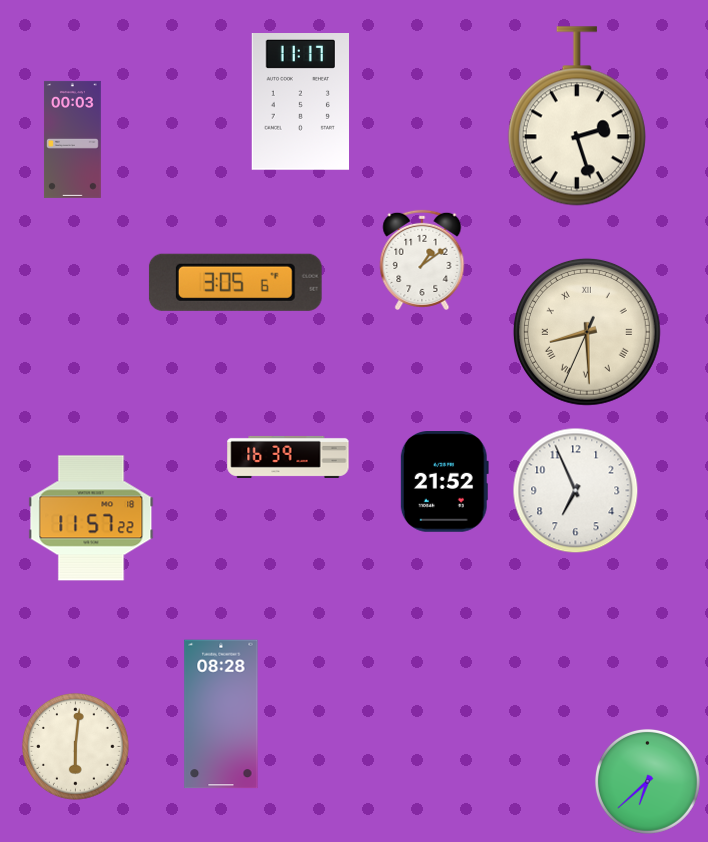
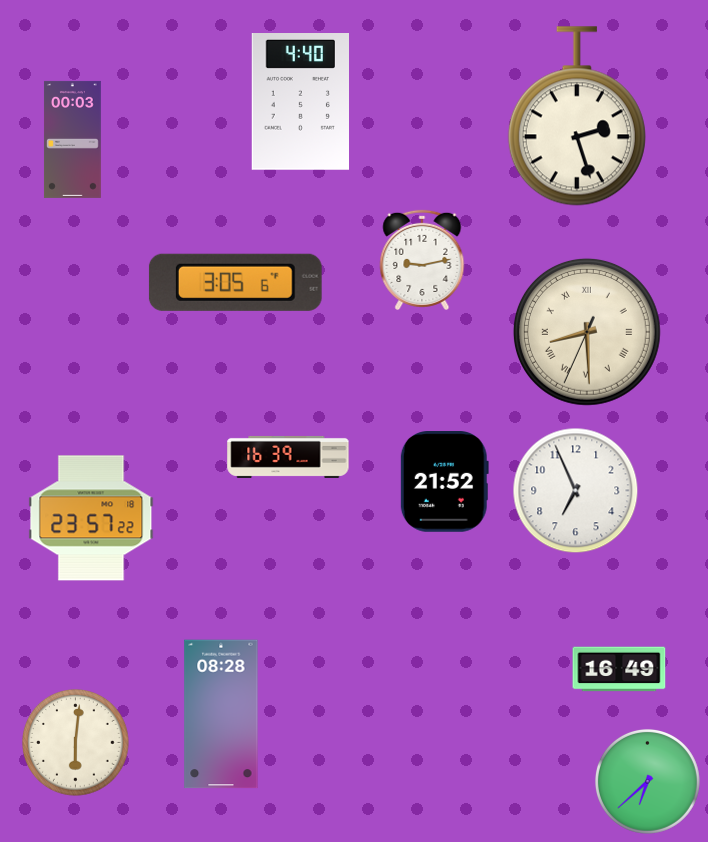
clock at (300, 102): 11:17 -> 4:40
clock at (422, 260): 1:09 -> 9:13
clock at (91, 518): 11:57 -> 23:57
clock at (619, 669): none -> 16:49
clock at (76, 747) position: (76, 747) -> (76, 743)
